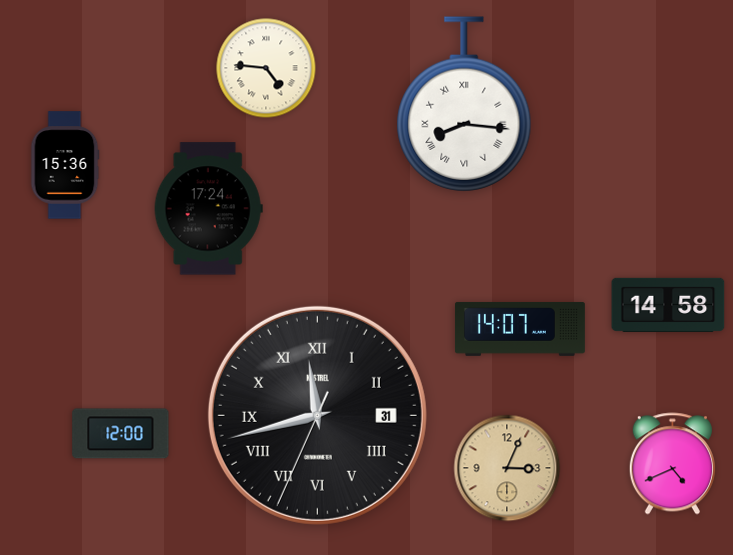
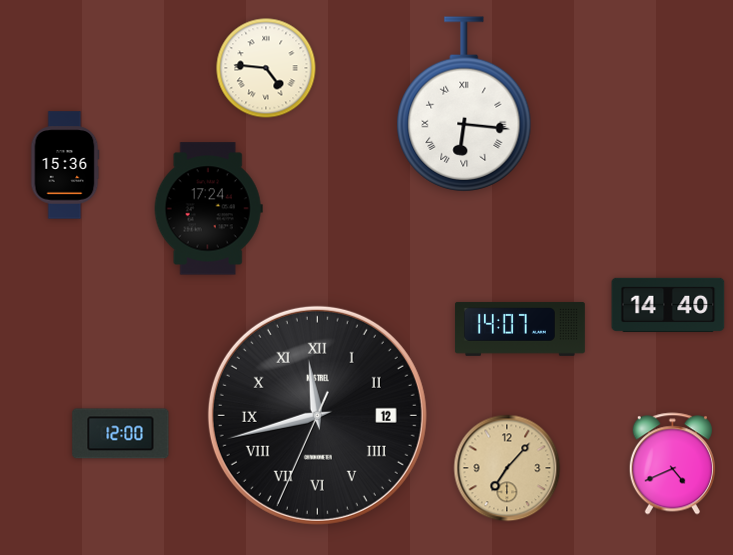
clock at (464, 104): 8:16 -> 6:16
clock at (668, 305): 14:58 -> 14:40
clock at (317, 415) date: 31 -> 12
clock at (507, 468): 3:04 -> 7:07
